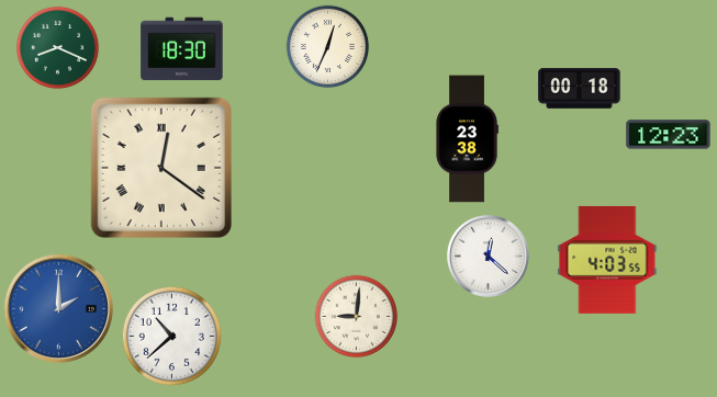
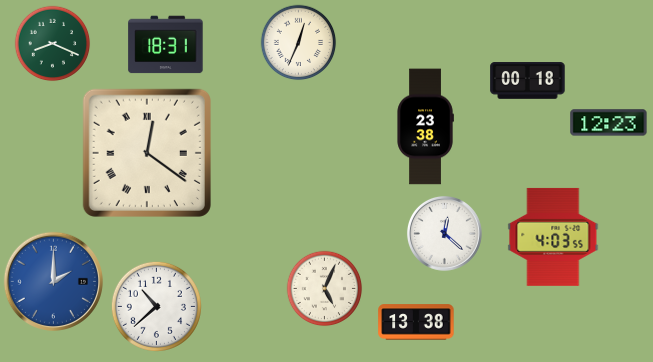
clock at (182, 49): 18:30 -> 18:31
clock at (357, 317): 9:01 -> 5:04
clock at (416, 322): none -> 13:38
